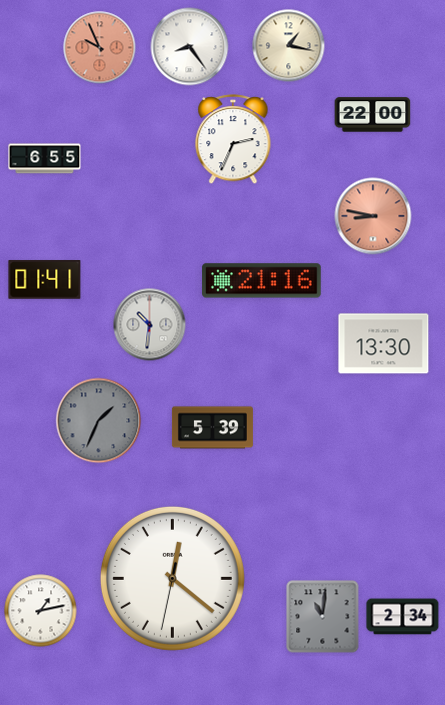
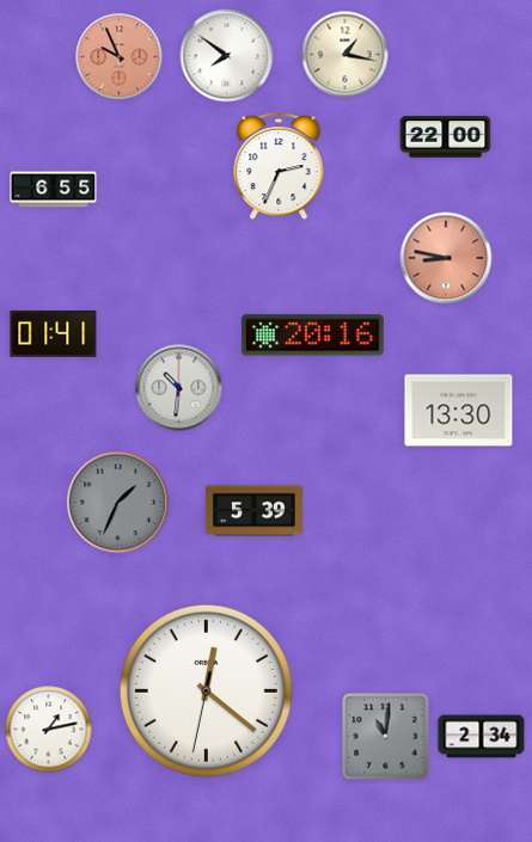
clock at (190, 47): 8:24 -> 7:51
clock at (262, 281): 21:16 -> 20:16
